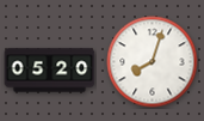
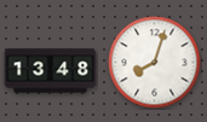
clock at (50, 71): 05:20 -> 13:48
